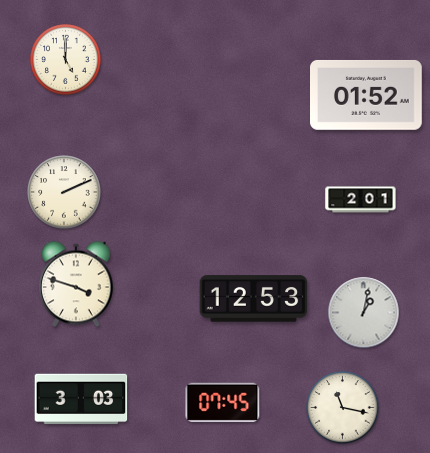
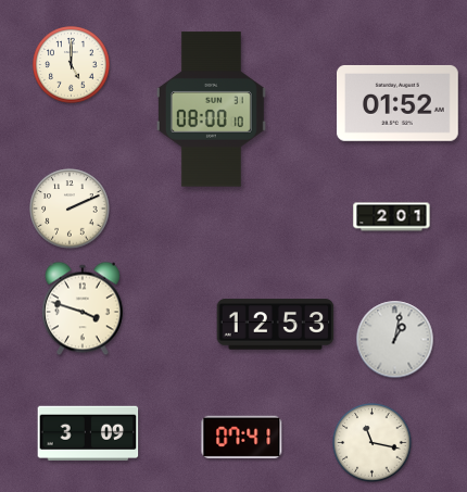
clock at (211, 110): none -> 08:00
clock at (81, 399): 3:03 -> 3:09
clock at (223, 402): 07:45 -> 07:41
